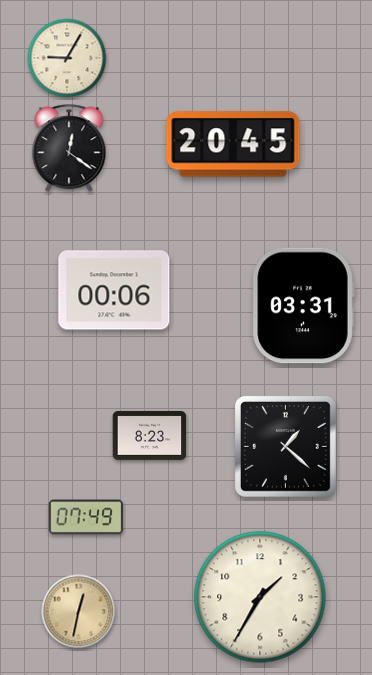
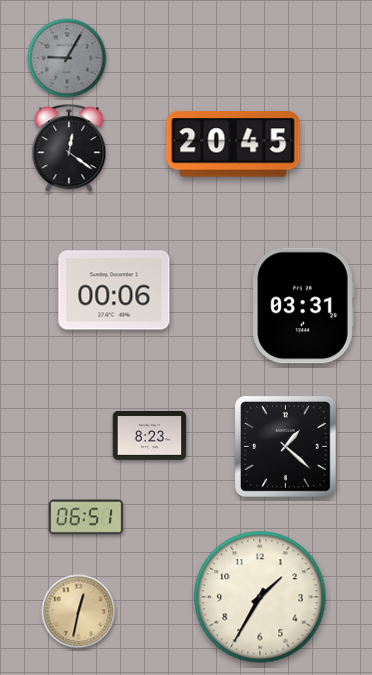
clock at (67, 58) dial: cream -> grey
clock at (86, 517): 07:49 -> 06:51
